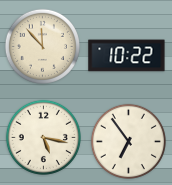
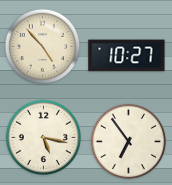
clock at (42, 46): 11:53 -> 4:53
clock at (127, 56): 10:22 -> 10:27
